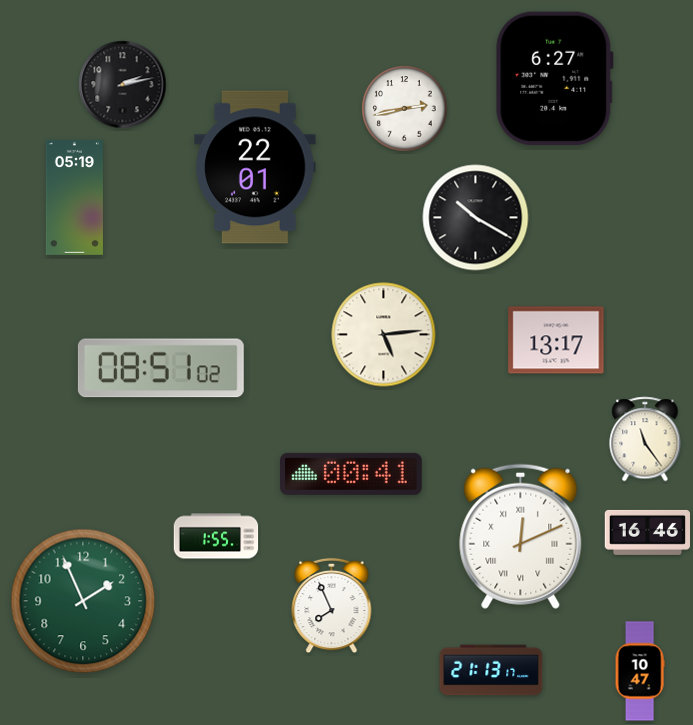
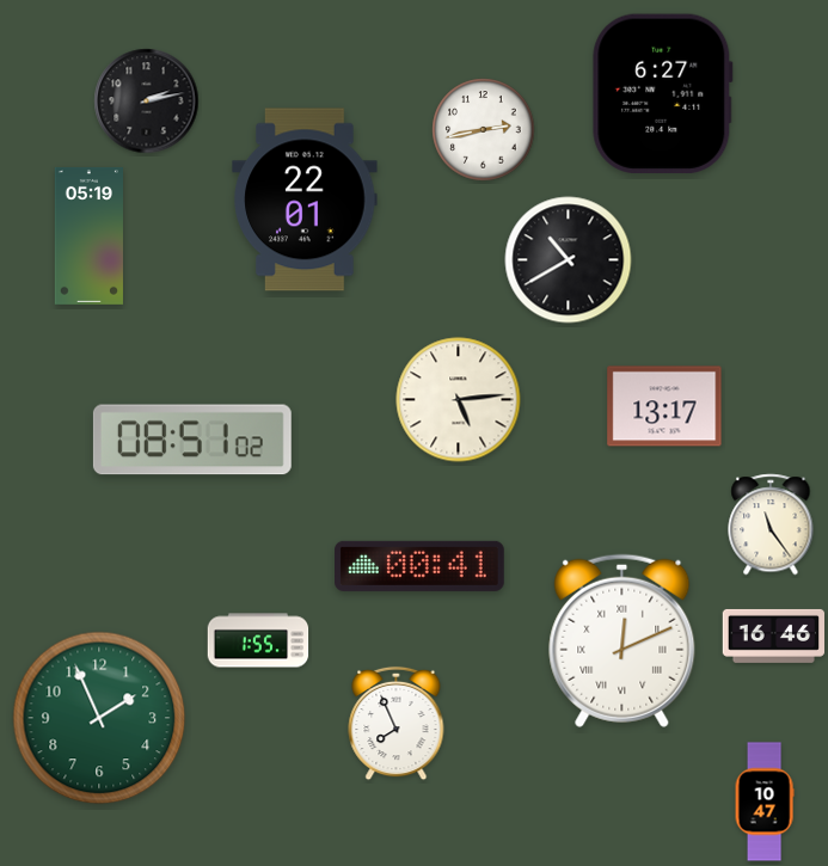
clock at (476, 218): 10:20 -> 10:40
clock at (491, 670): 21:13 -> none
